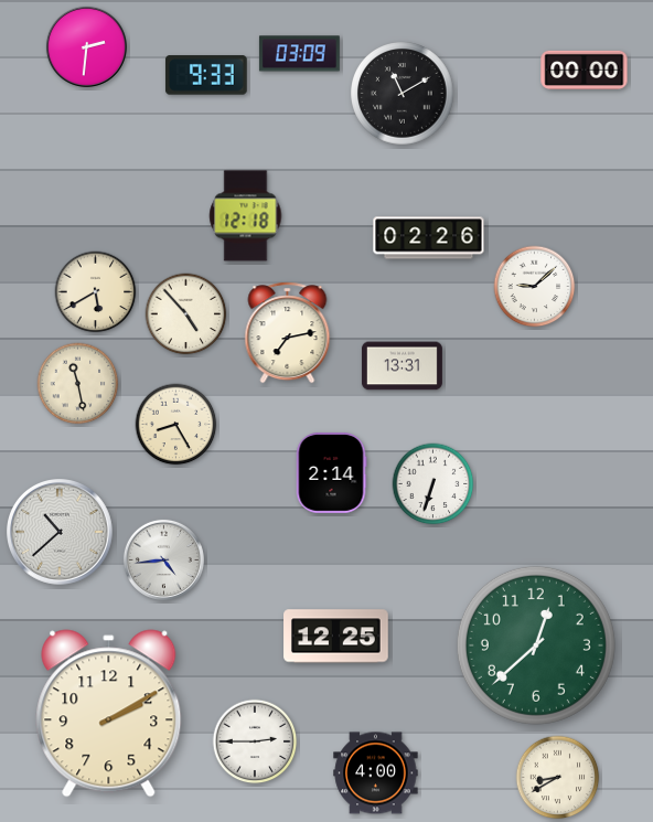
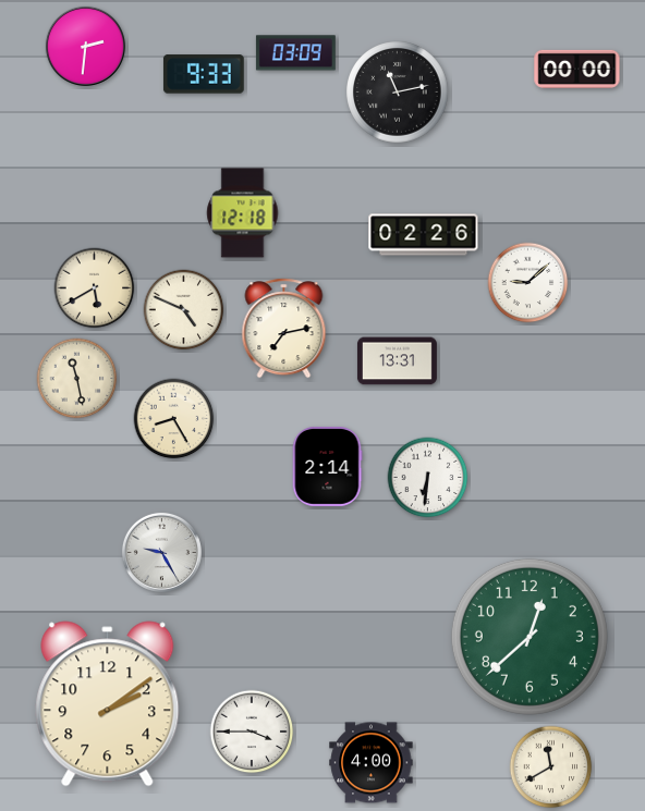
clock at (403, 94): 11:10 -> 11:13
clock at (186, 314): 4:53 -> 4:49
clock at (433, 484): 6:33 -> 6:31
clock at (61, 533): 10:38 -> none
clock at (163, 559): 4:44 -> 9:25
clock at (336, 637): 12:25 -> none
clock at (109, 714): 2:10 -> 2:09
clock at (255, 741): 2:45 -> 3:45
clock at (558, 778): 8:40 -> 11:40
